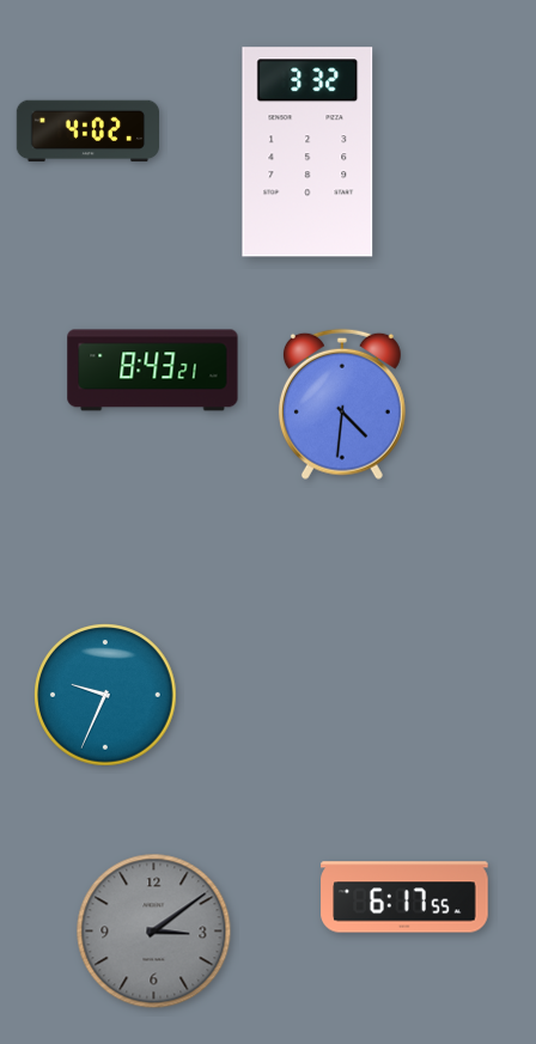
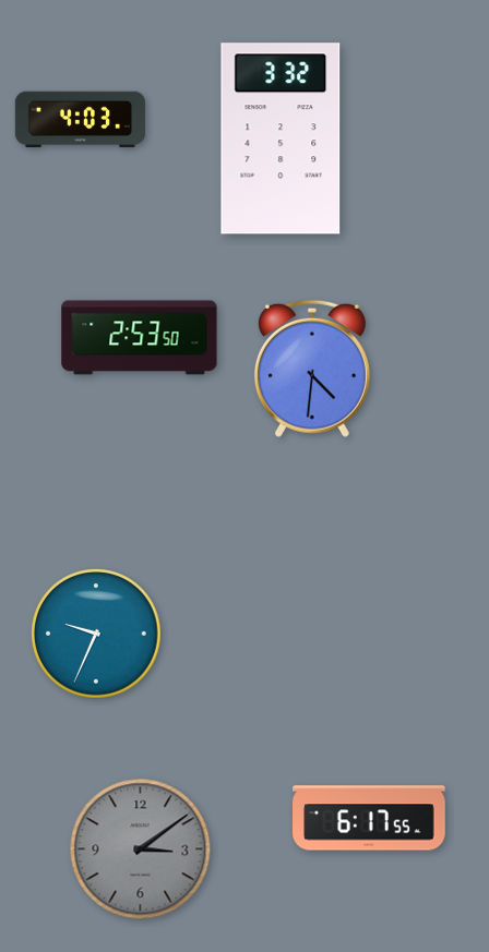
clock at (87, 132): 4:02 -> 4:03
clock at (153, 371): 8:43 -> 2:53
